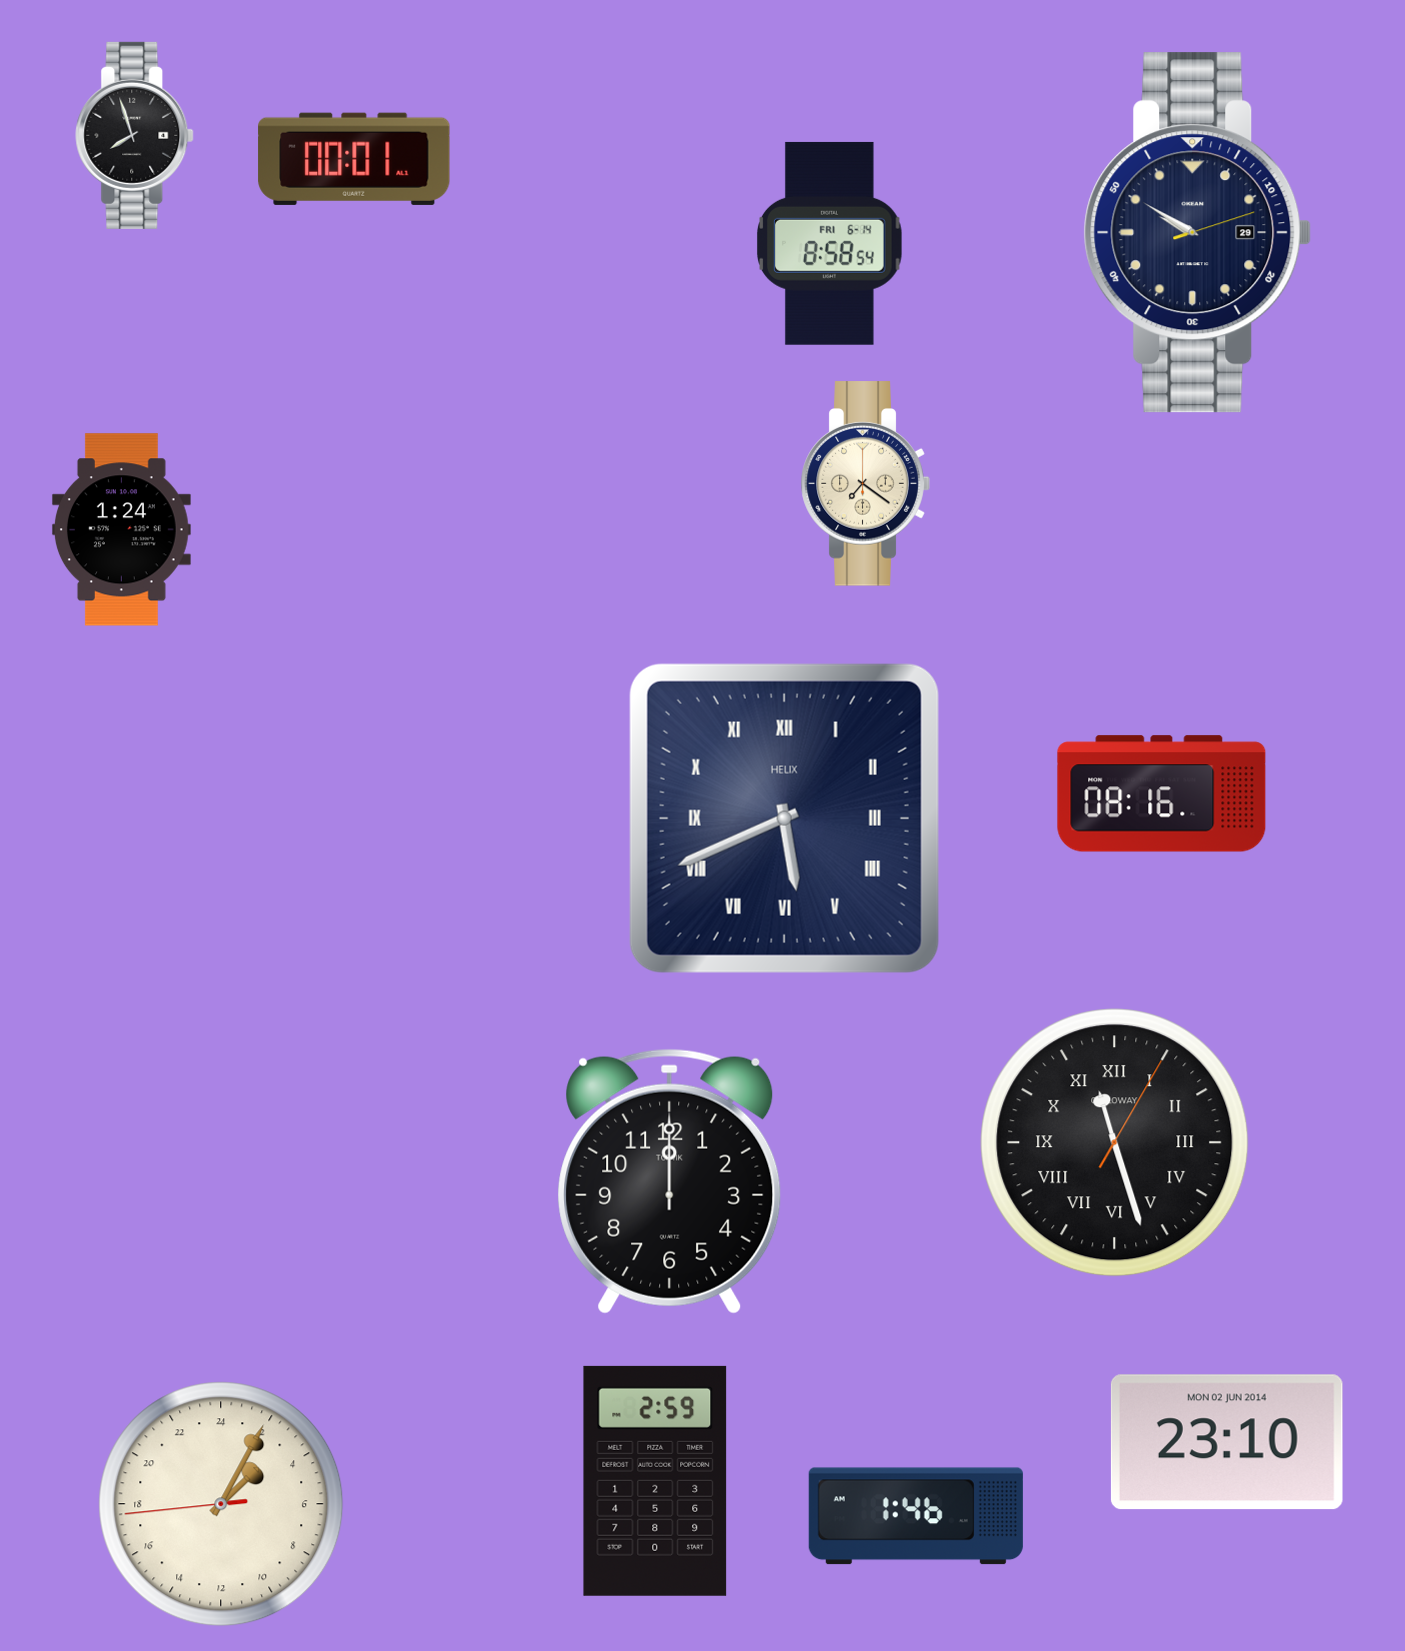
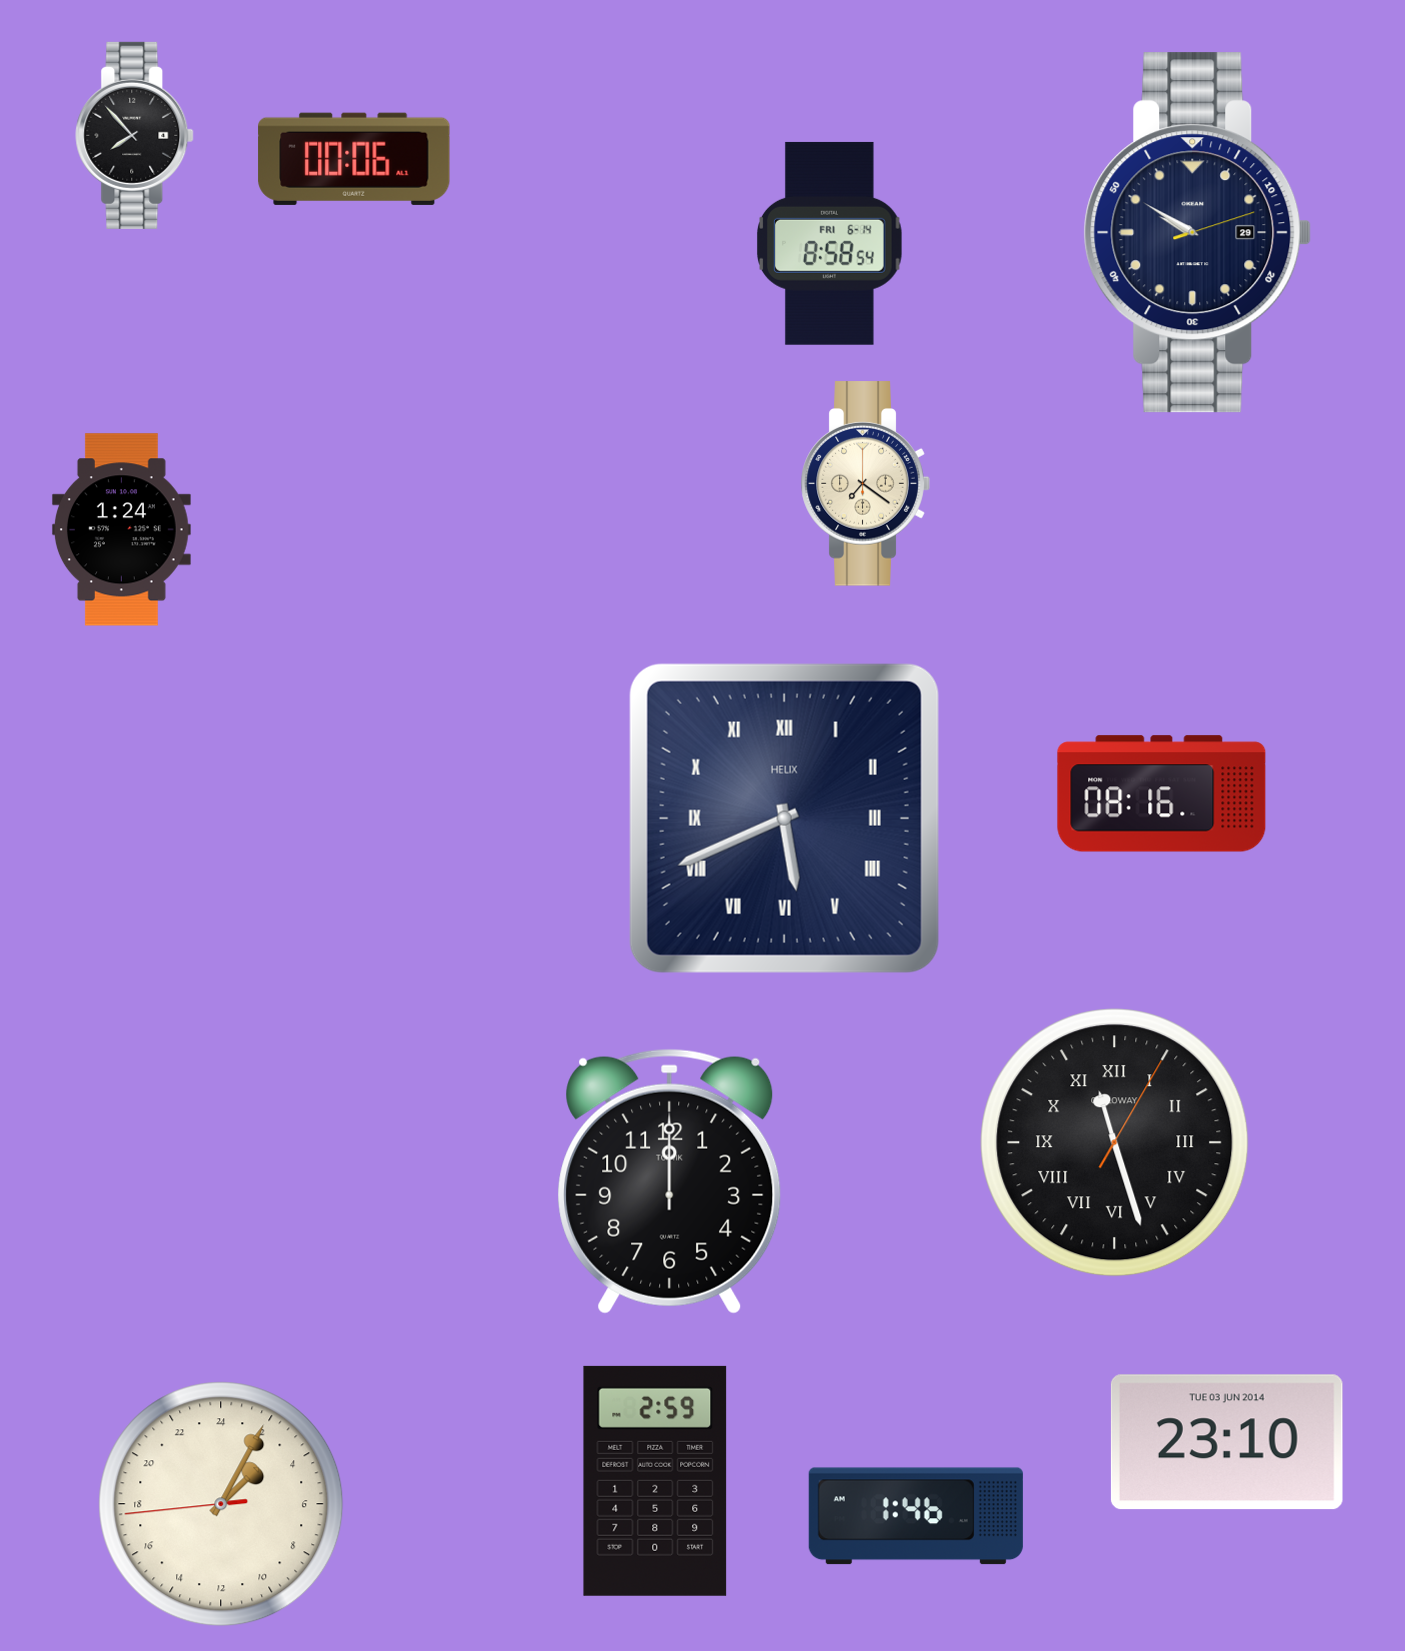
clock at (135, 135): 7:57 -> 7:53
clock at (354, 159): 00:01 -> 00:06
clock at (1227, 1442) date: MON 02 JUN 2014 -> TUE 03 JUN 2014
